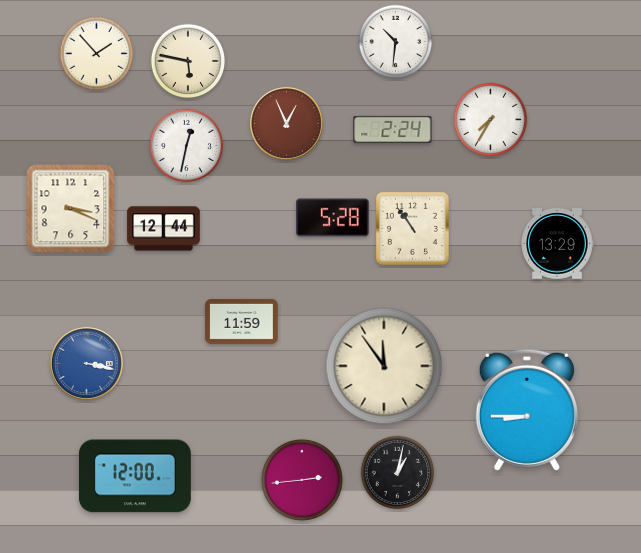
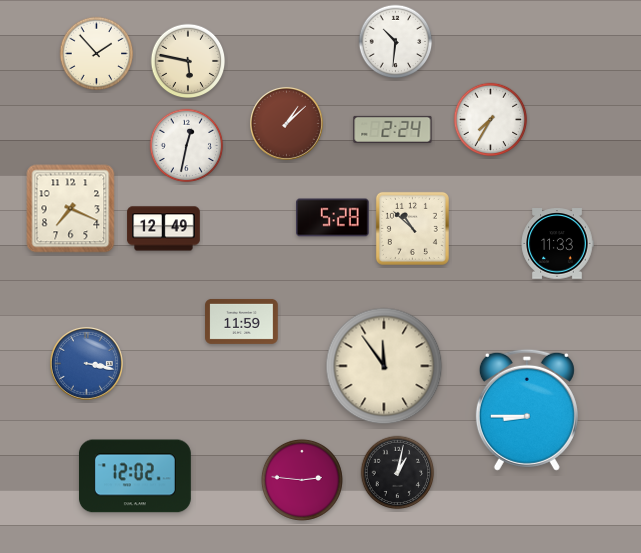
clock at (286, 123): 12:56 -> 1:08
clock at (71, 209): 3:19 -> 7:19
clock at (412, 228): 10:54 -> 10:52
clock at (164, 229): 12:44 -> 12:49
clock at (557, 244): 13:29 -> 11:33
clock at (135, 476): 12:00 -> 12:02
clock at (302, 480): 2:44 -> 2:46
